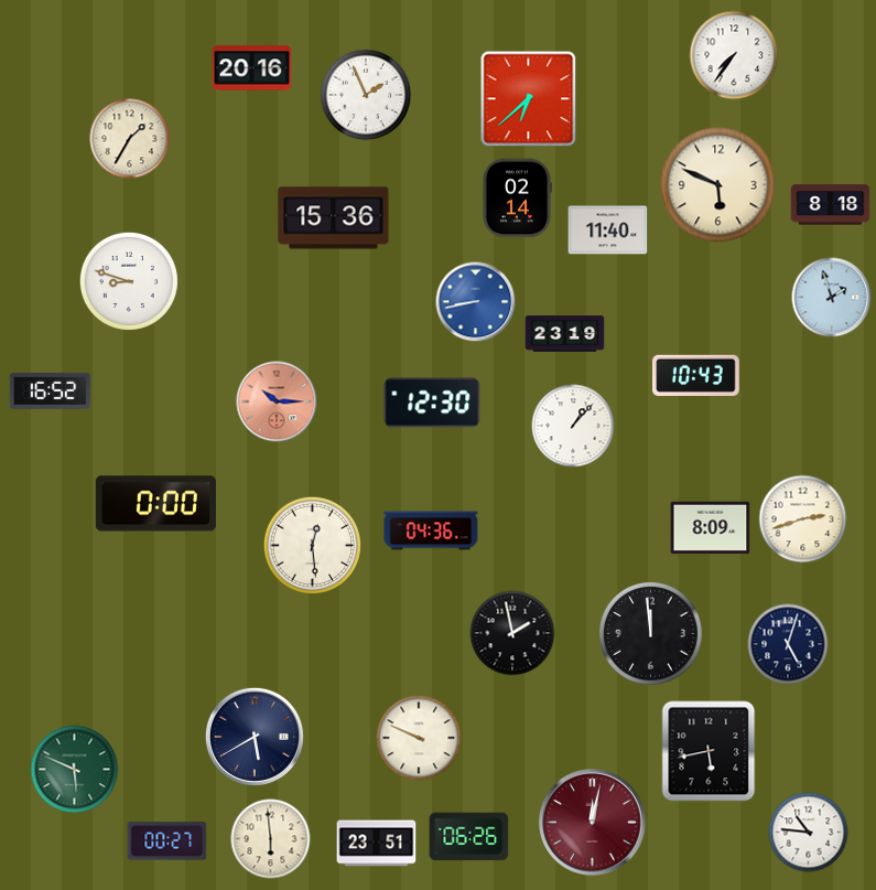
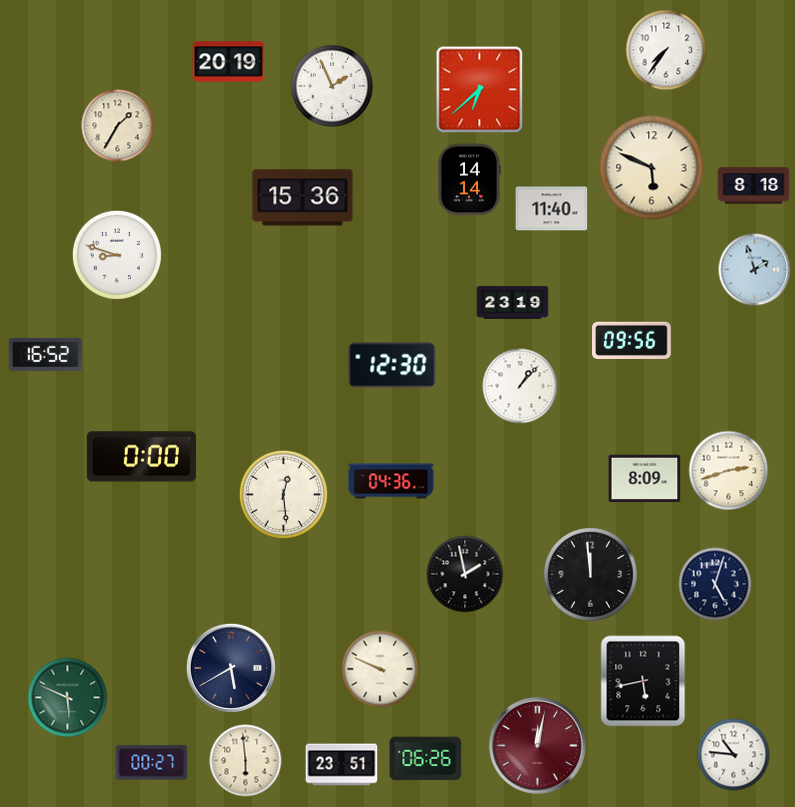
clock at (252, 68): 20:16 -> 20:19
clock at (516, 199): 02:14 -> 14:14
clock at (476, 302): 8:43 -> none
clock at (696, 375): 10:43 -> 09:56
clock at (277, 401): 10:15 -> none
